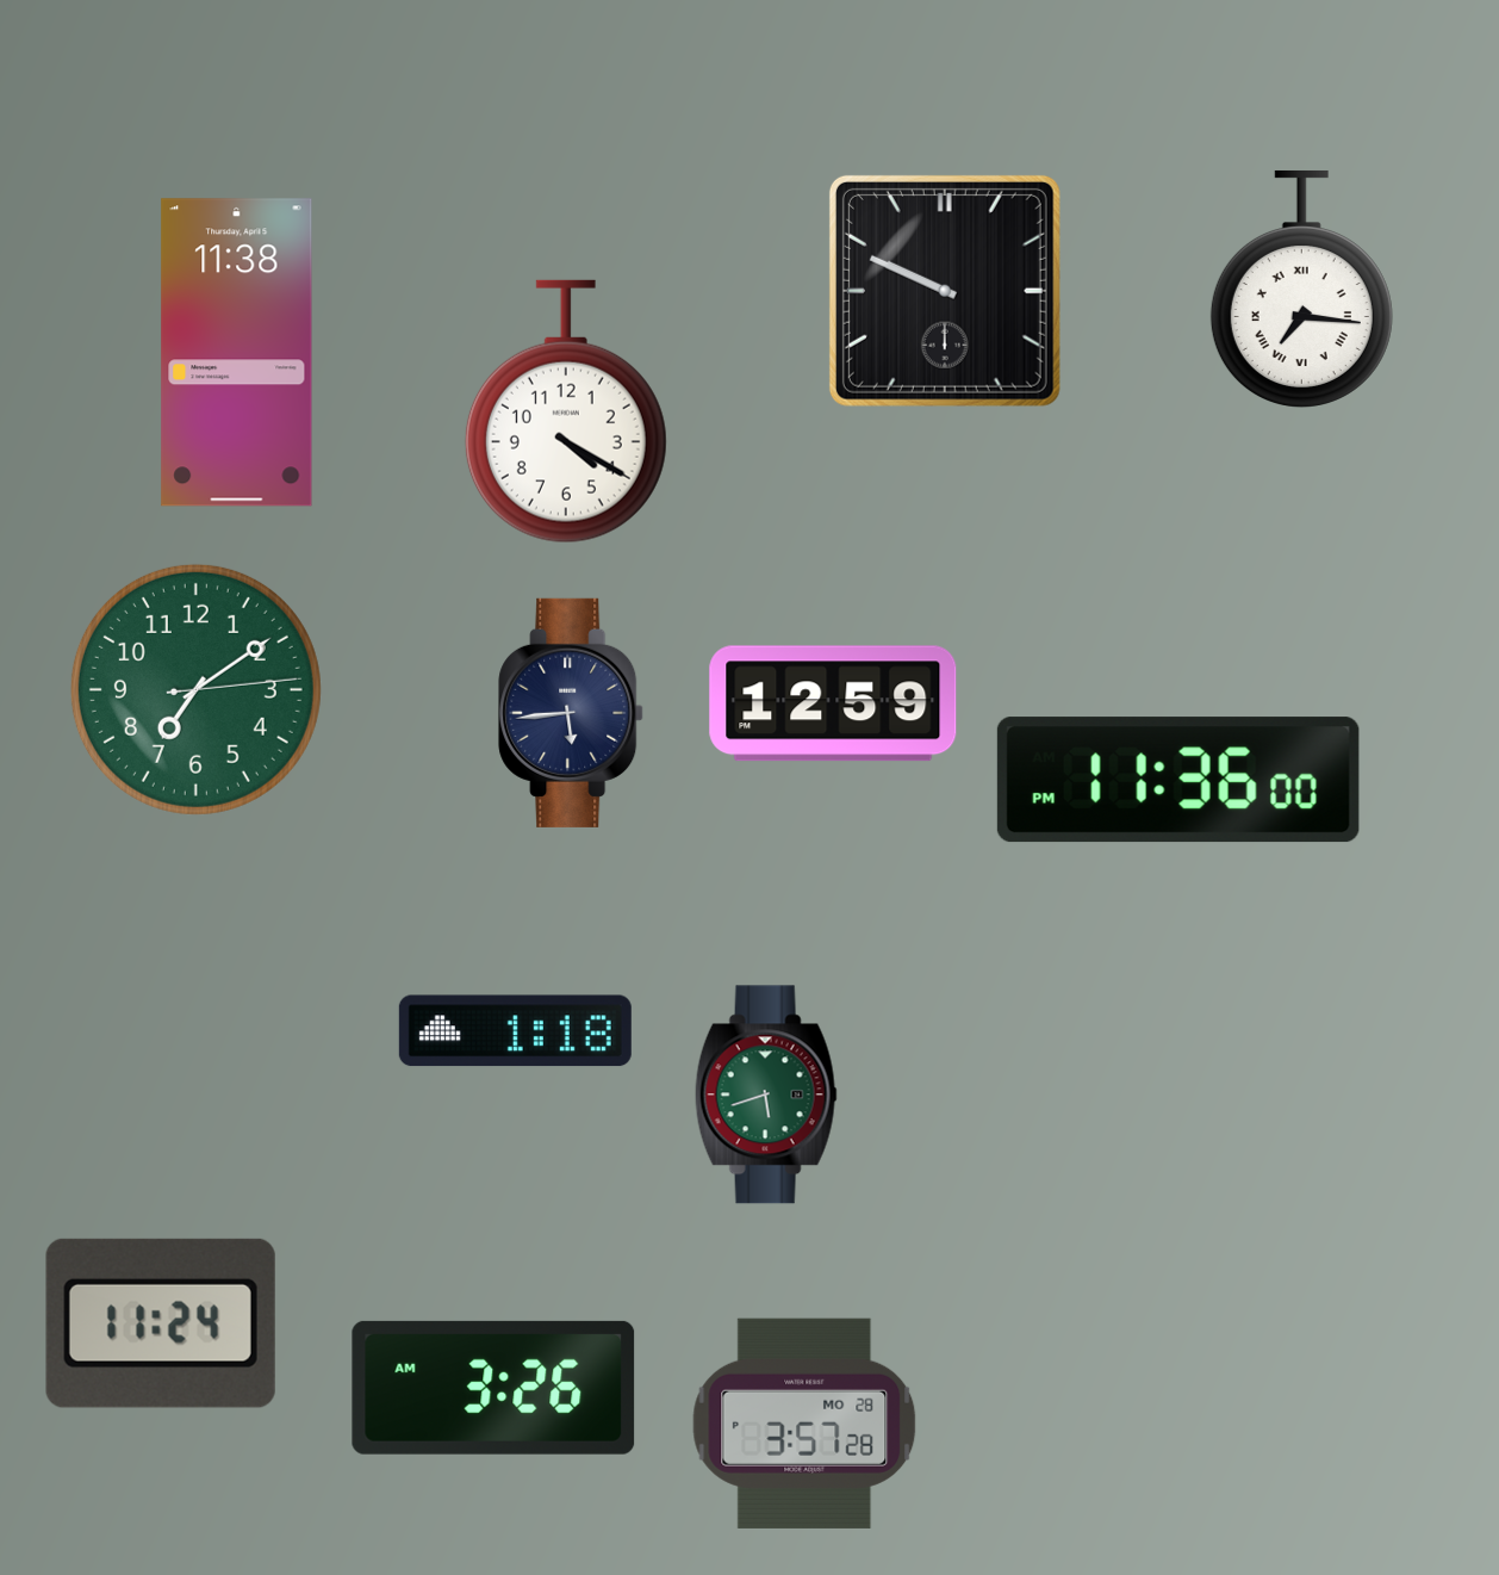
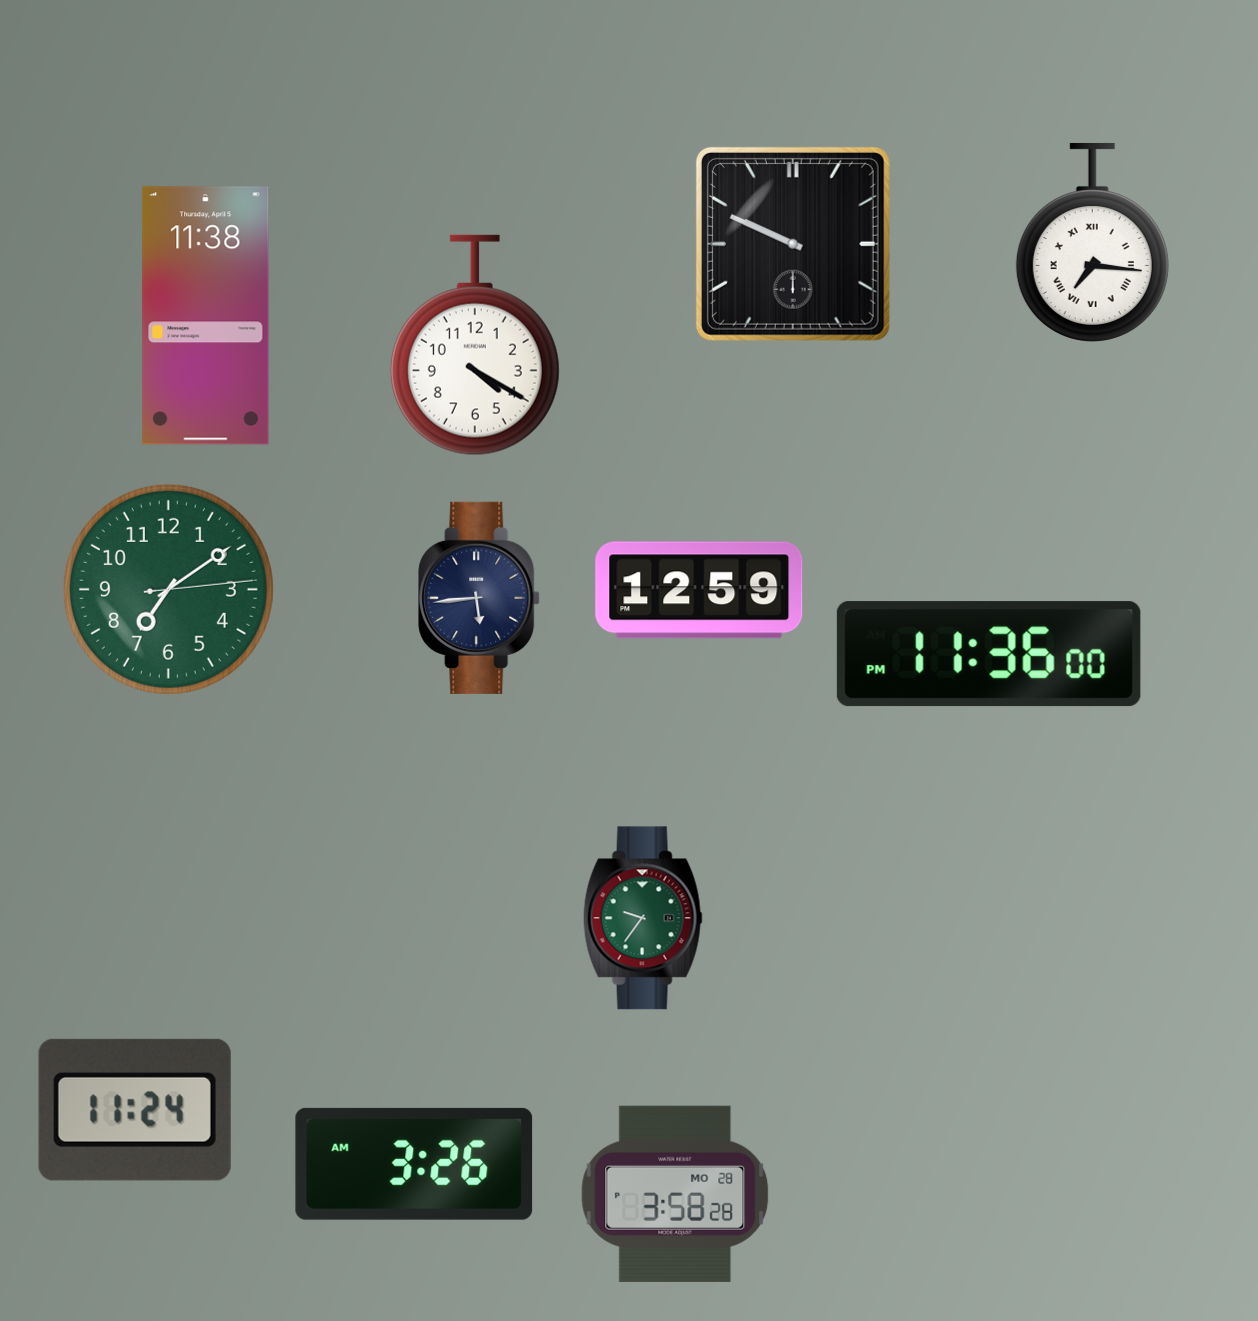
clock at (237, 353) position: (237, 353) -> (206, 316)
clock at (195, 689) position: (195, 689) -> (168, 589)
clock at (515, 1031): 1:18 -> none
clock at (766, 1095): 5:42 -> 9:36
clock at (804, 1424): 3:57 -> 3:58
